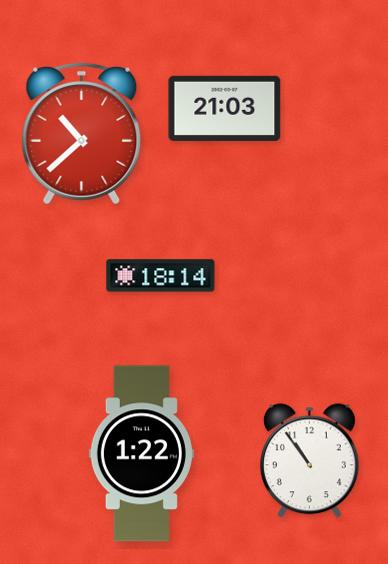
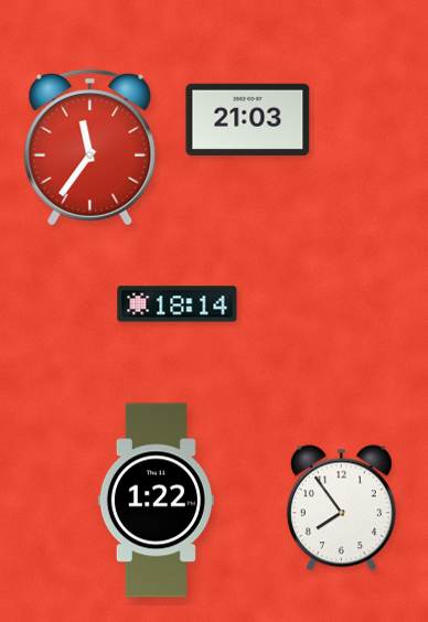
clock at (82, 133): 10:38 -> 11:36
clock at (309, 461): 10:54 -> 7:54
